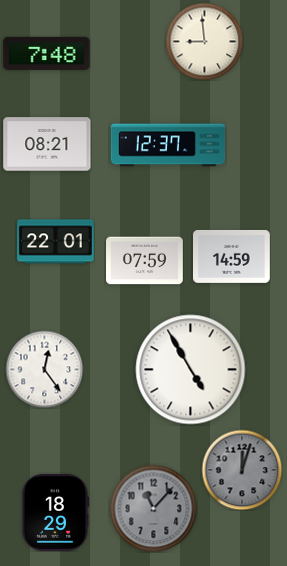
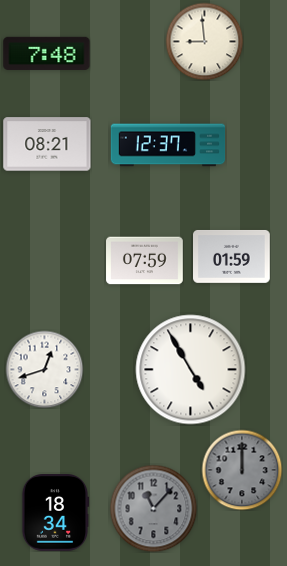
clock at (56, 242): 22:01 -> none
clock at (232, 256): 14:59 -> 01:59
clock at (44, 369): 12:24 -> 12:42
clock at (242, 470): 12:03 -> 12:00
clock at (55, 513): 18:29 -> 18:34
